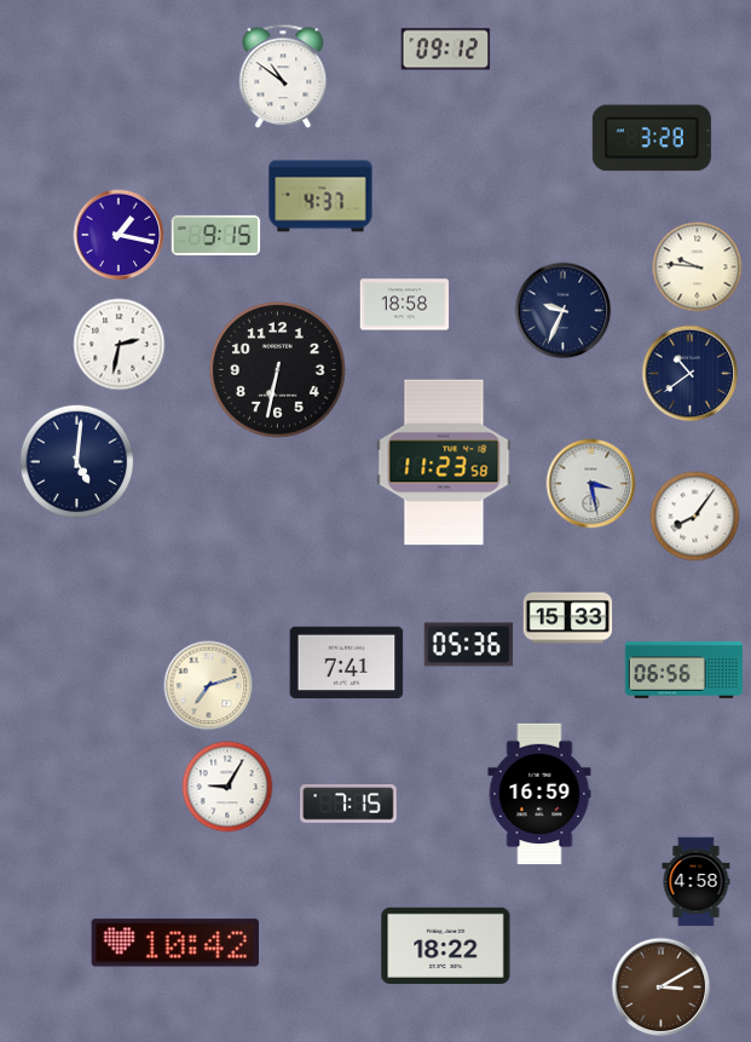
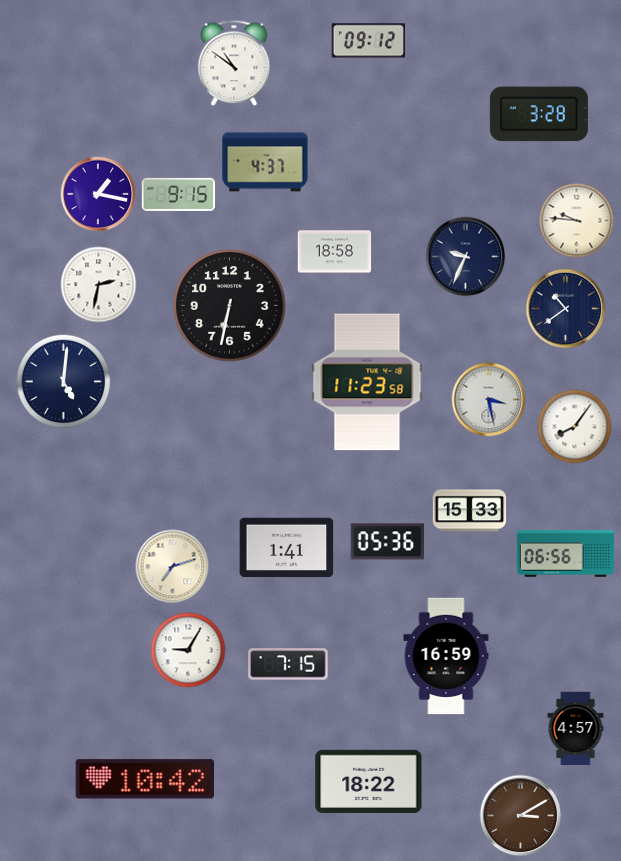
clock at (691, 374) position: (691, 374) -> (566, 309)
clock at (469, 645) position: (469, 645) -> (388, 542)
clock at (347, 663): 7:41 -> 1:41
clock at (697, 882): 4:58 -> 4:57
clock at (662, 988) position: (662, 988) -> (521, 816)
